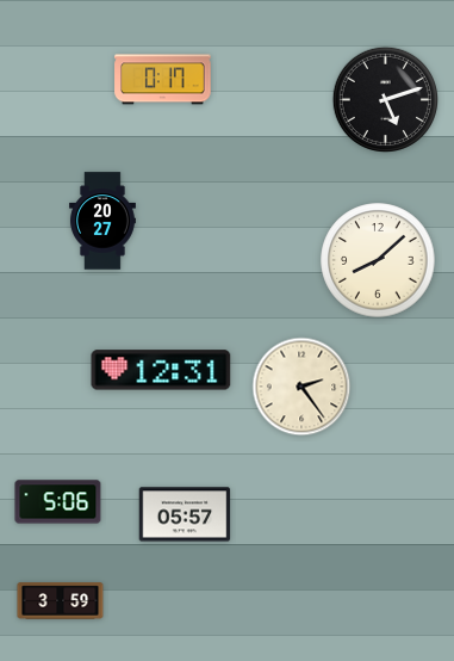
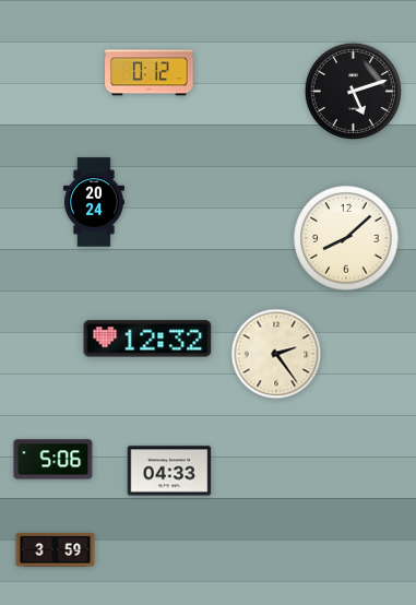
clock at (163, 80): 0:17 -> 0:12
clock at (102, 221): 20:27 -> 20:24
clock at (161, 370): 12:31 -> 12:32
clock at (185, 514): 05:57 -> 04:33
